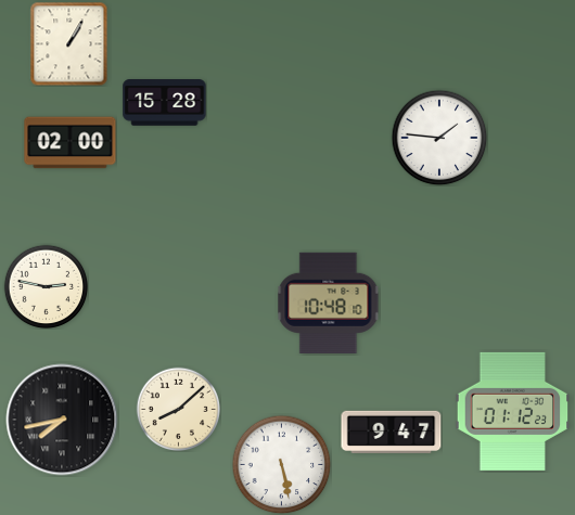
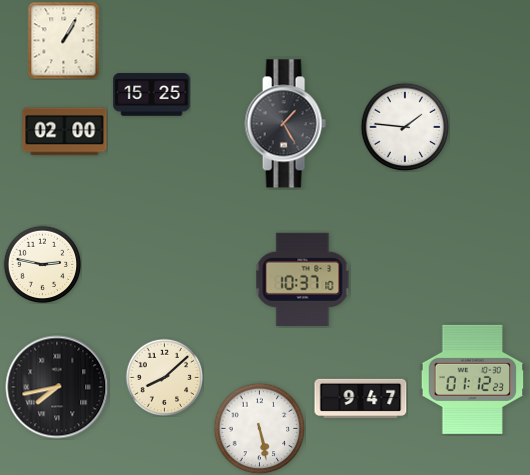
clock at (165, 103): 15:28 -> 15:25
clock at (285, 124): none -> 1:25
clock at (329, 302): 10:48 -> 10:37
